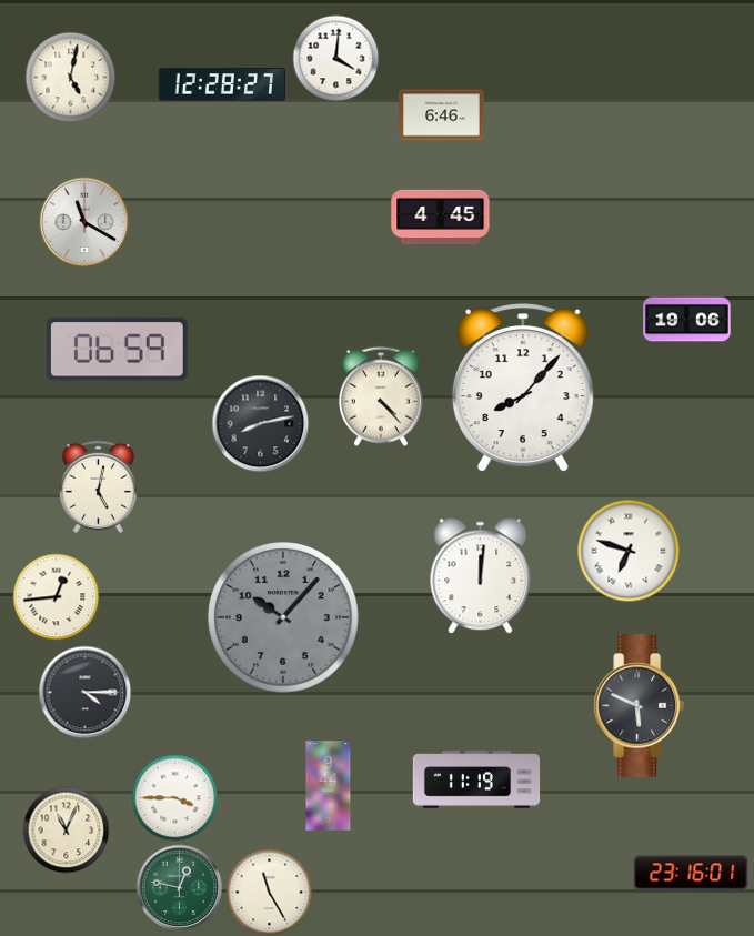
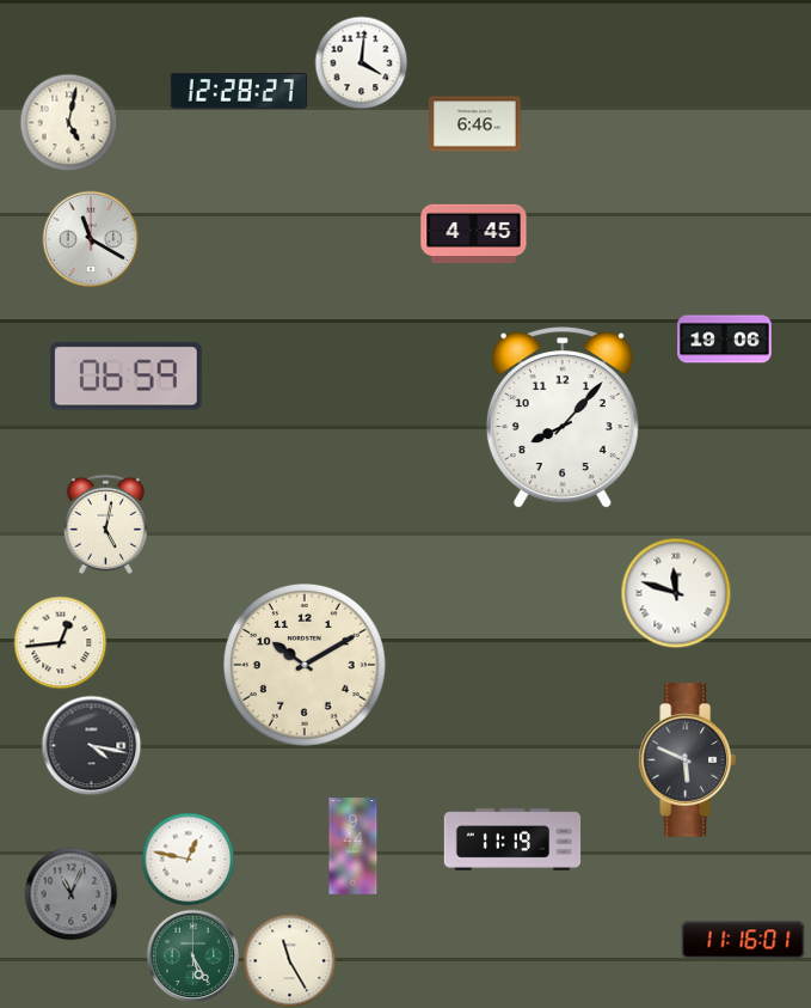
clock at (70, 77) position: (70, 77) -> (68, 122)
clock at (687, 320) position: (687, 320) -> (725, 340)
clock at (382, 396): 4:23 -> none
clock at (260, 423): 8:13 -> none
clock at (629, 551): 6:48 -> 11:48
clock at (481, 576): 12:01 -> none
clock at (283, 617): 10:07 -> 10:10
clock at (283, 617) dial: grey -> cream
clock at (84, 692): 4:15 -> 4:17
clock at (174, 797): 3:45 -> 12:47
clock at (66, 829) dial: cream -> grey
clock at (691, 873): 23:16 -> 11:16
clock at (179, 887): 12:47 -> 5:25
